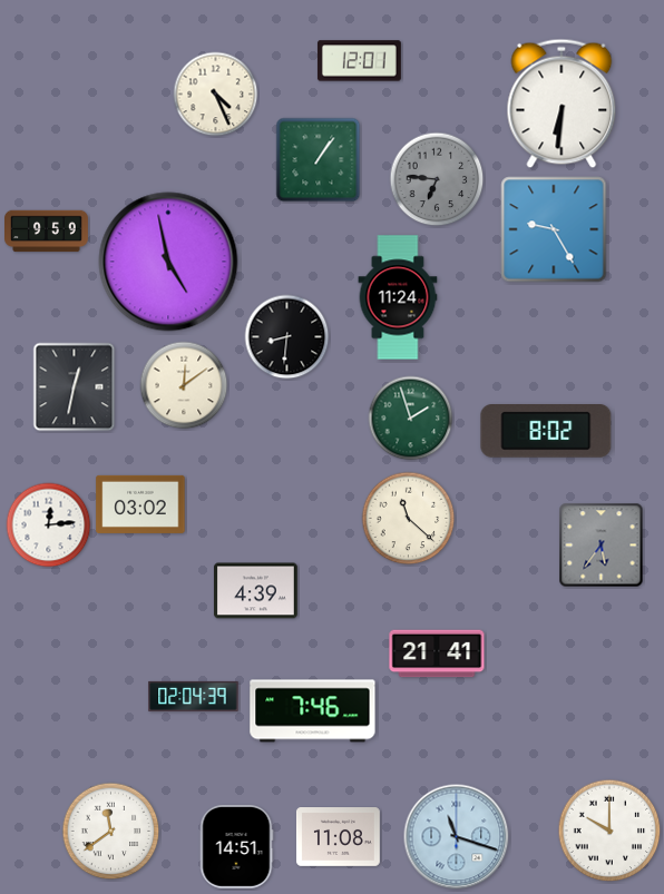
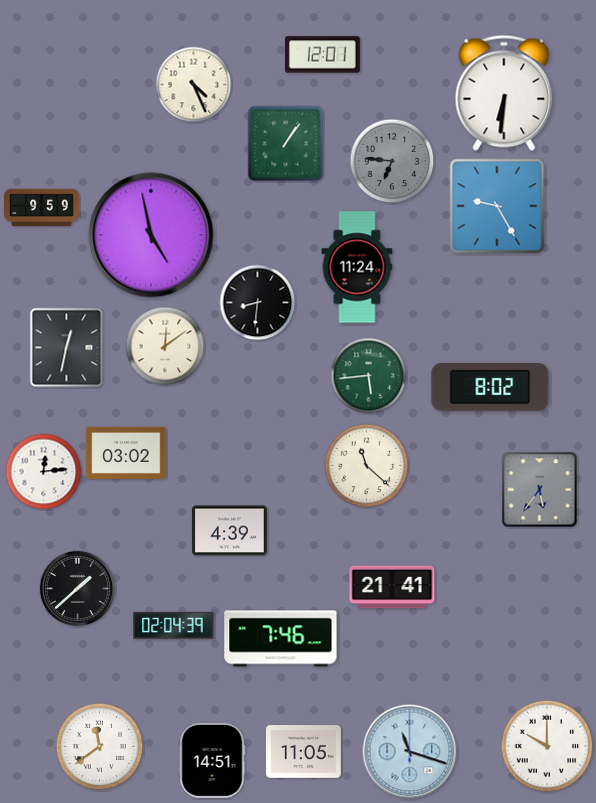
clock at (411, 419): 1:57 -> 5:44
clock at (78, 589): none -> 1:38
clock at (338, 837): 11:08 -> 11:05
